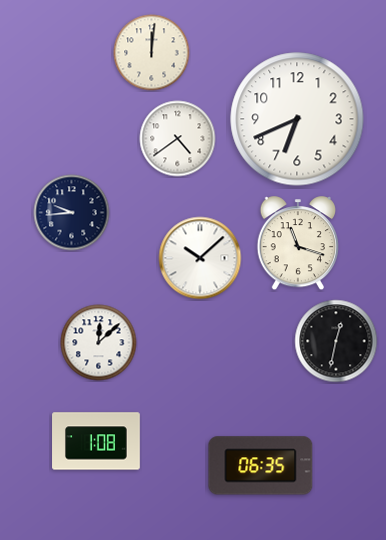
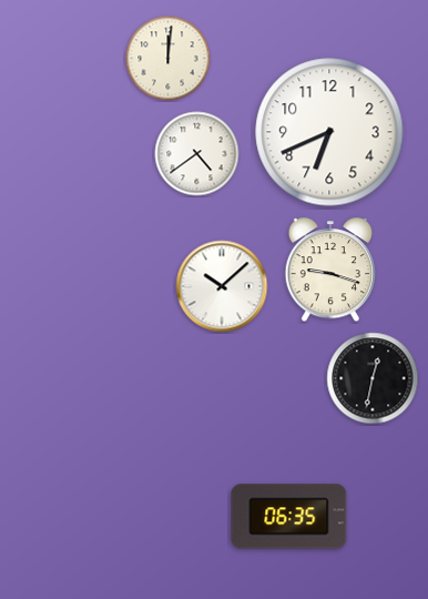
clock at (72, 213): 9:44 -> none
clock at (297, 244): 11:18 -> 9:18
clock at (99, 343): 12:08 -> none
clock at (96, 441): 1:08 -> none
